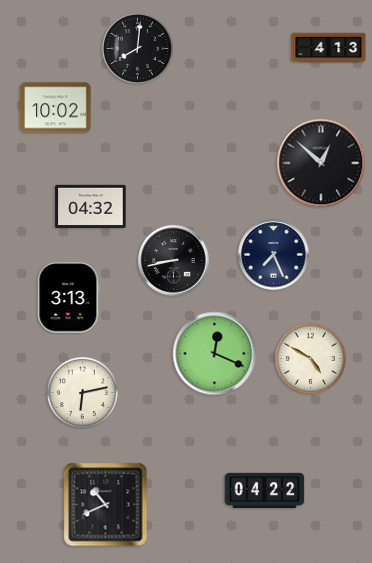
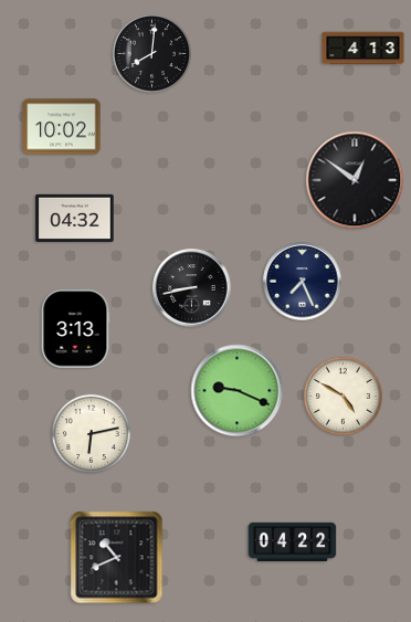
clock at (329, 48) position: (329, 48) -> (363, 49)
clock at (56, 108) position: (56, 108) -> (62, 127)
clock at (321, 163): 12:52 -> 12:51
clock at (91, 206) position: (91, 206) -> (75, 218)
clock at (215, 354): 12:19 -> 9:19
